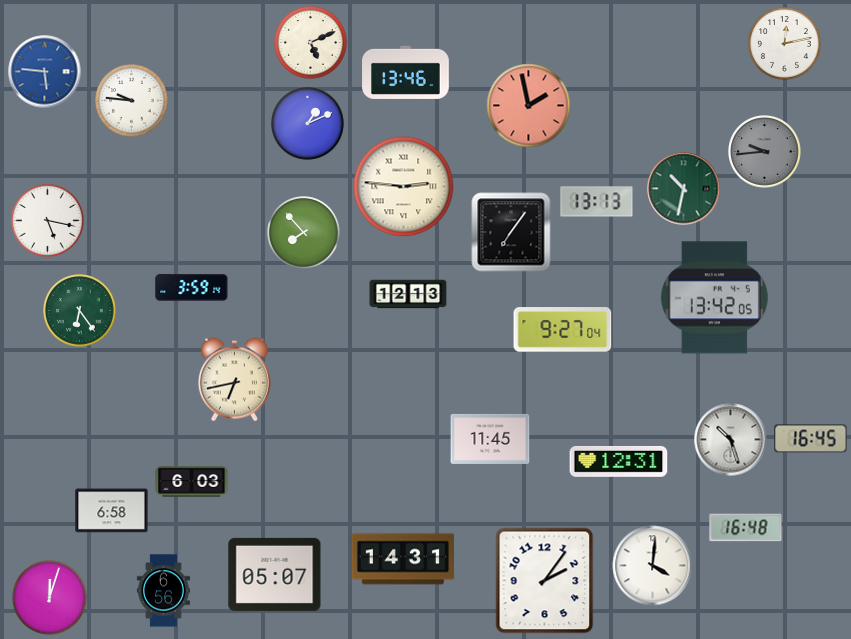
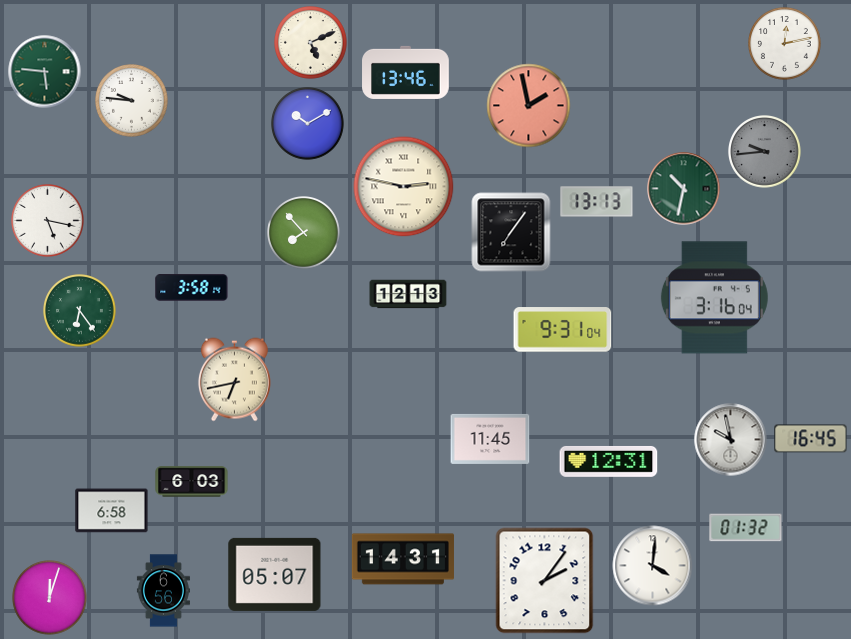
clock at (45, 72) dial: blue -> green
clock at (308, 124): 1:11 -> 10:10
clock at (404, 187): 2:46 -> 2:47
clock at (192, 288): 3:59 -> 3:58
clock at (714, 298): 13:42 -> 3:16
clock at (563, 330): 9:27 -> 9:31
clock at (731, 440): 10:27 -> 9:58
clock at (619, 461) position: (619, 461) -> (609, 461)
clock at (746, 528): 16:48 -> 01:32
